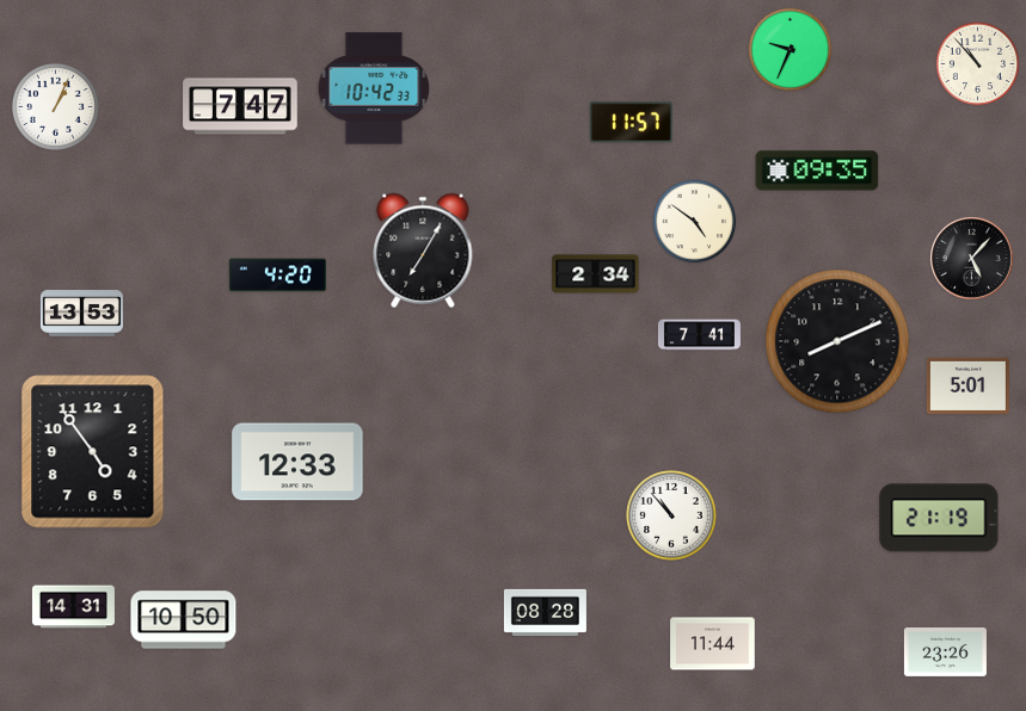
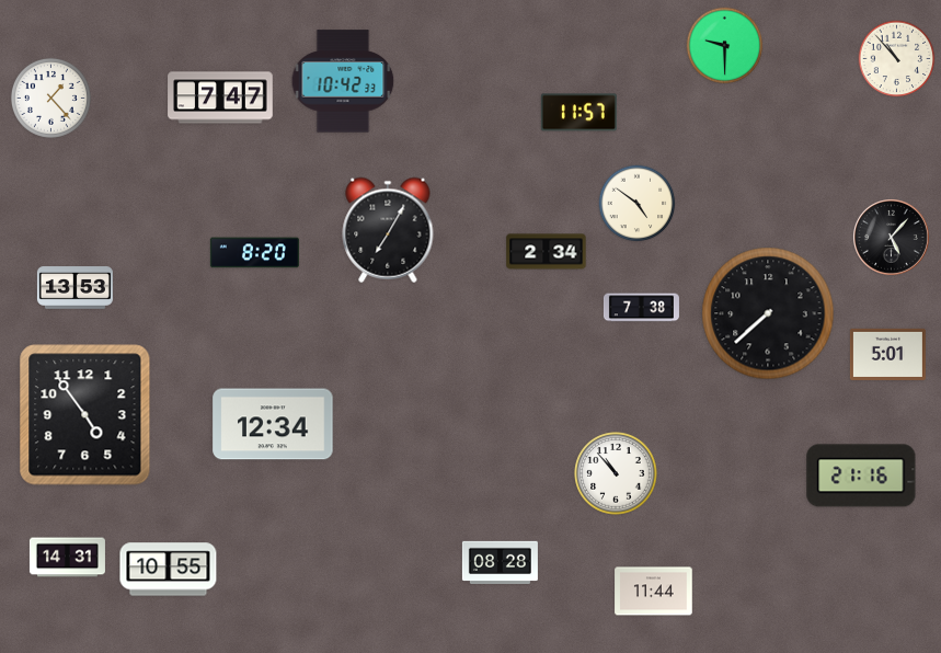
clock at (791, 50): 9:34 -> 9:30
clock at (55, 106): 1:04 -> 1:23
clock at (817, 171): 09:35 -> none
clock at (277, 276): 4:20 -> 8:20
clock at (699, 335): 7:41 -> 7:38
clock at (837, 341): 8:11 -> 7:38
clock at (297, 462): 12:33 -> 12:34
clock at (939, 518): 21:19 -> 21:16
clock at (184, 620): 10:50 -> 10:55
clock at (945, 651): 23:26 -> none
